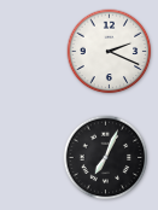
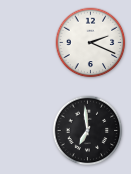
clock at (106, 158): 7:04 -> 6:59
